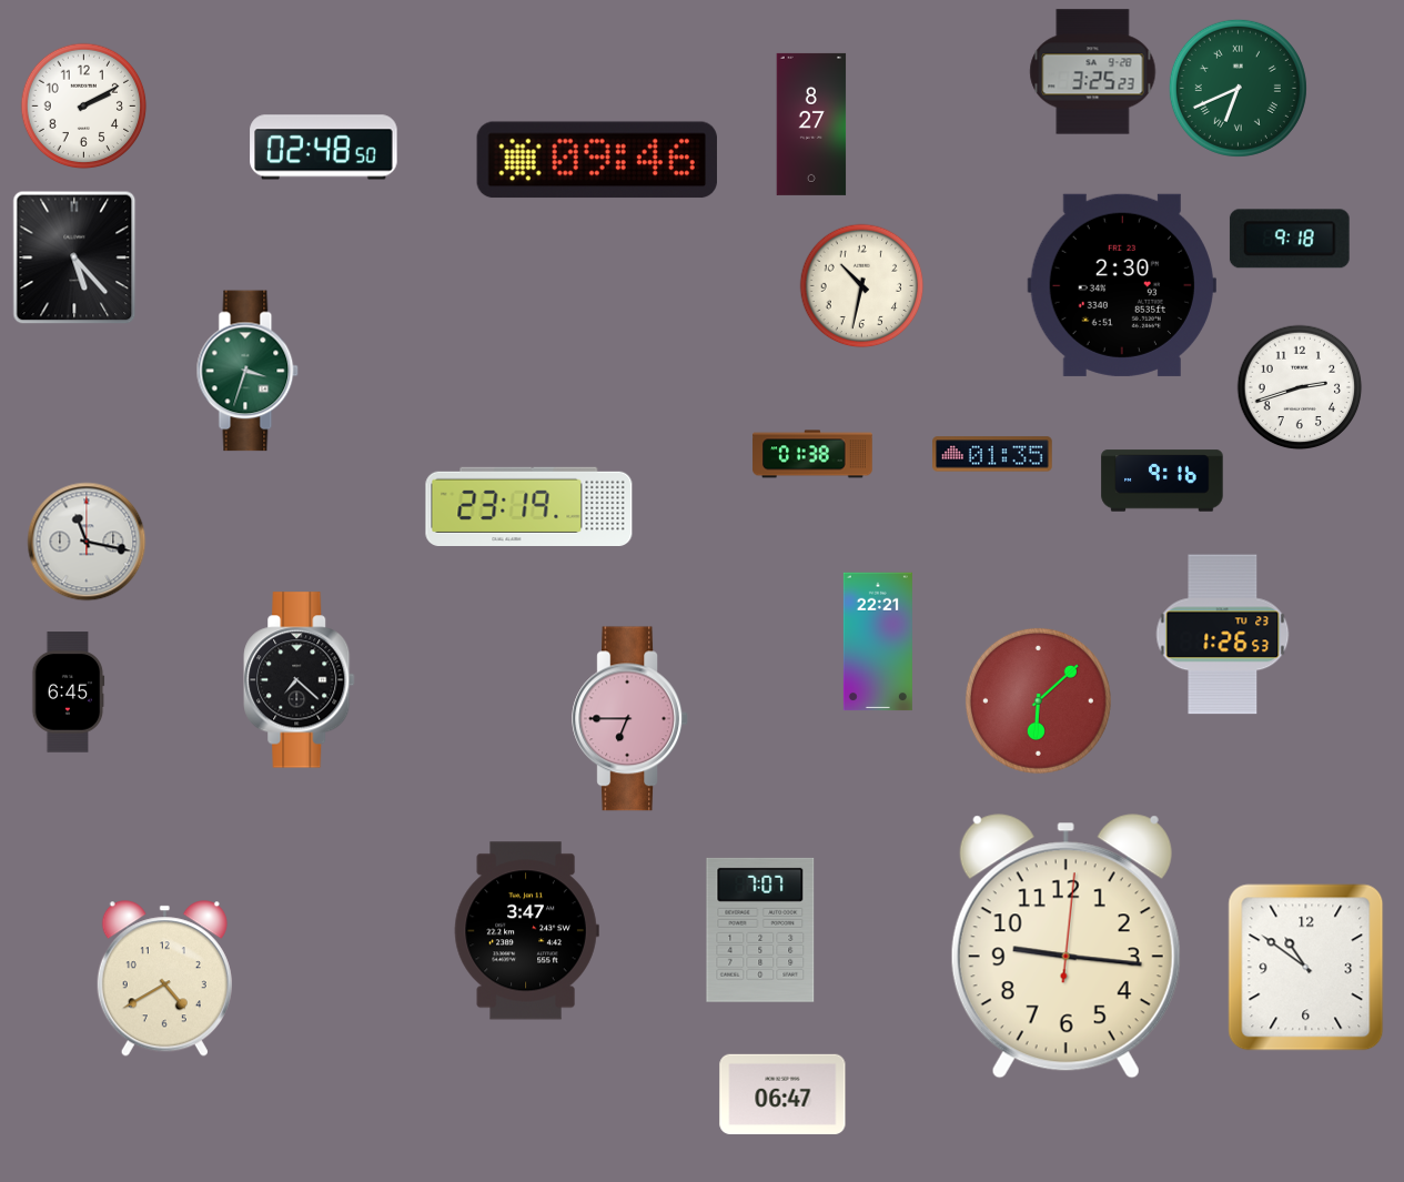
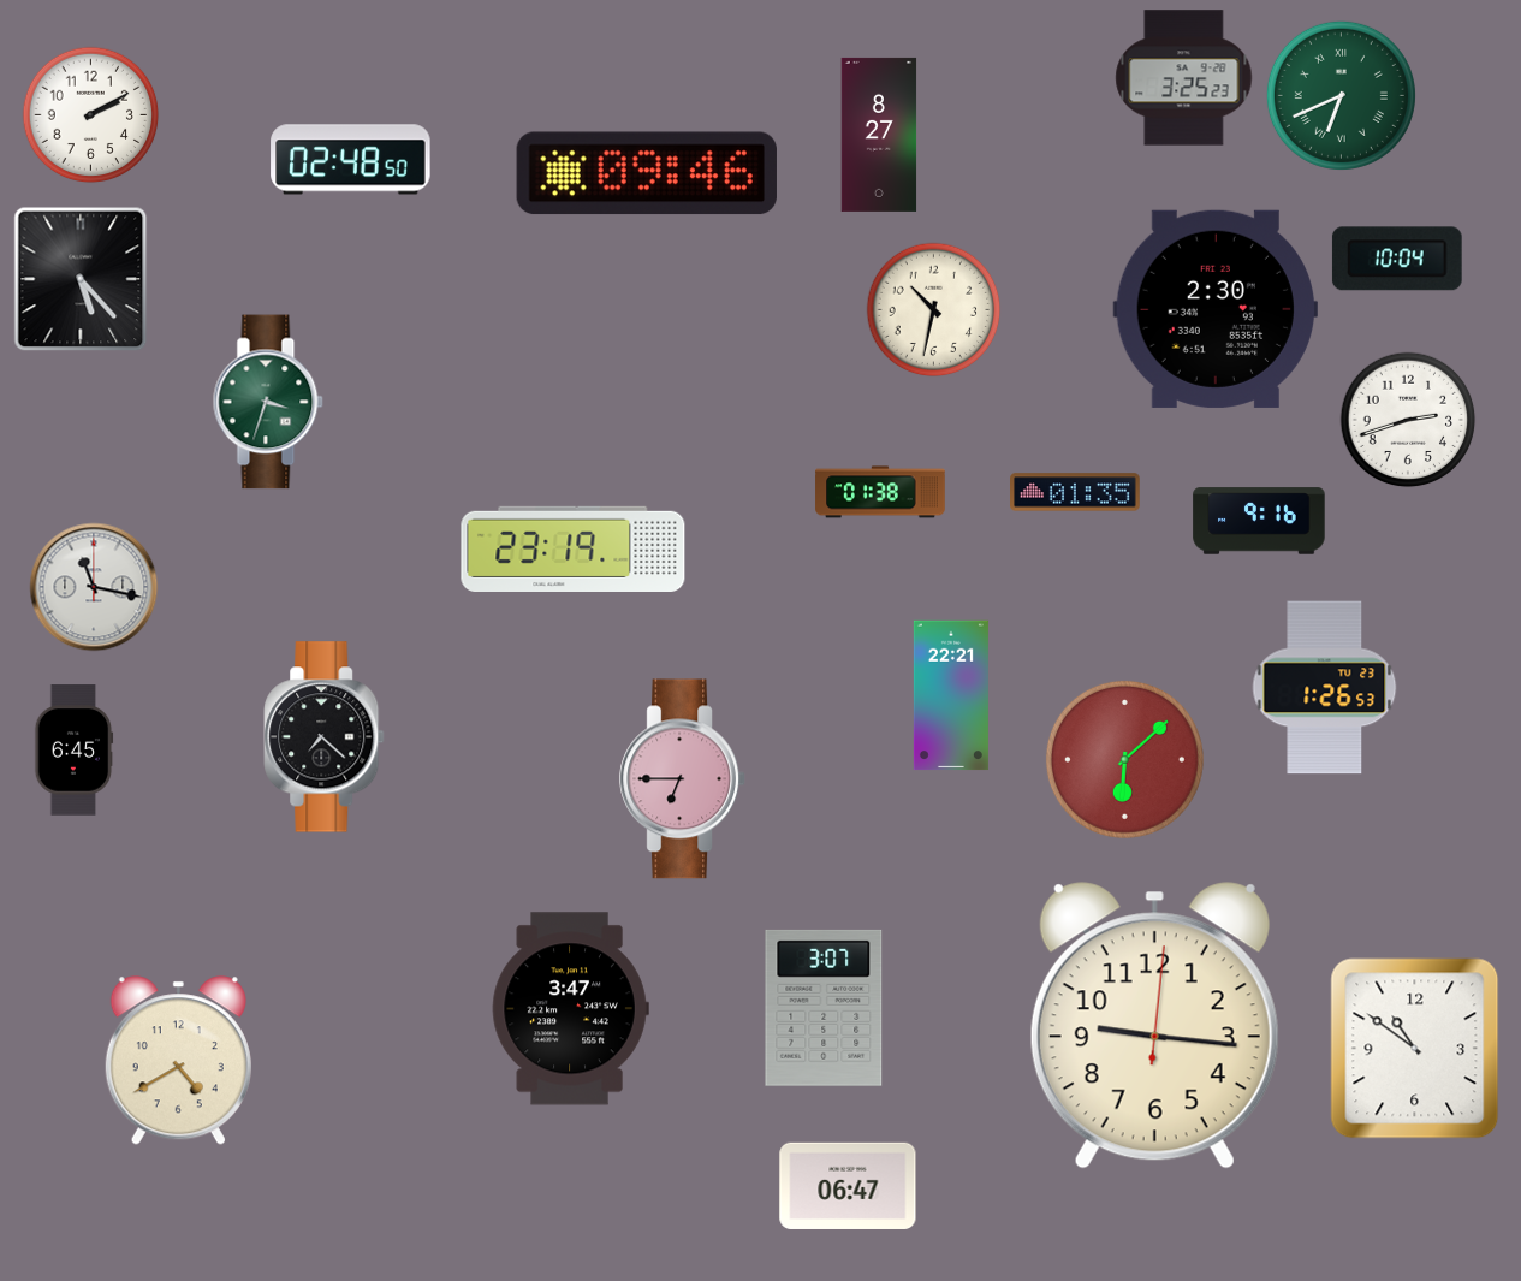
clock at (1290, 239): 9:18 -> 10:04
clock at (760, 930): 7:07 -> 3:07
